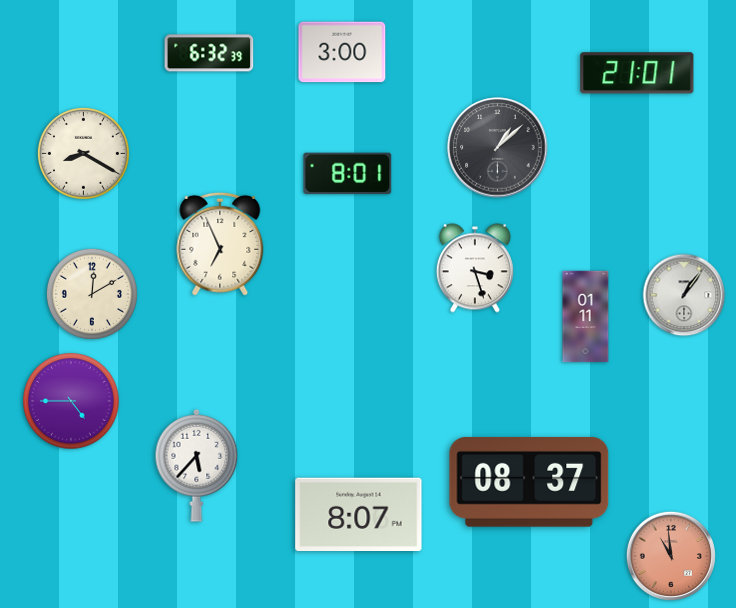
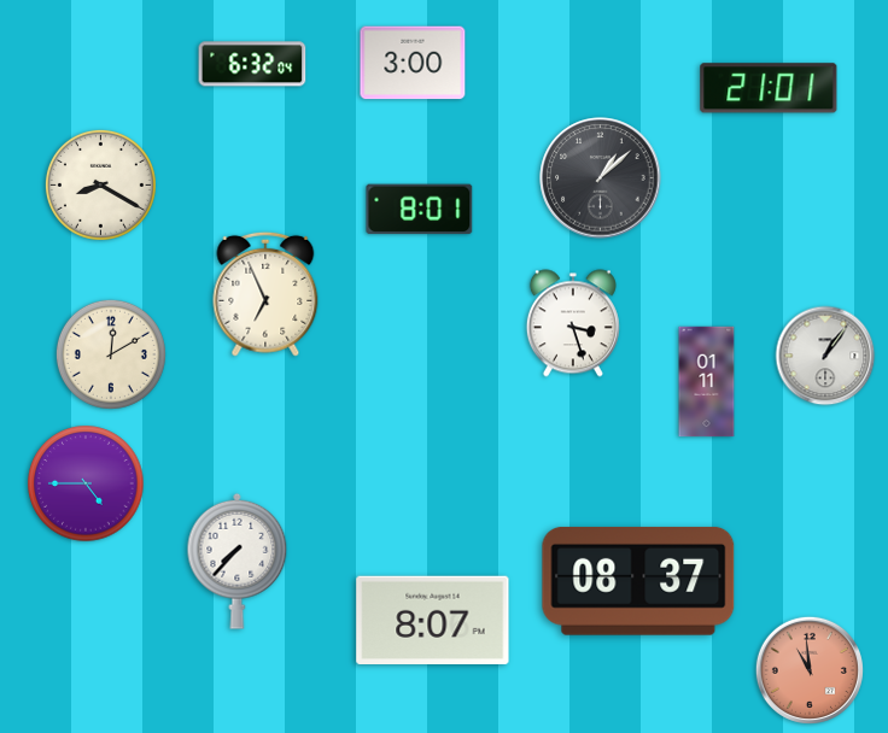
clock at (209, 53): 6:32:39 -> 6:32:04
clock at (197, 465): 5:37 -> 7:37
